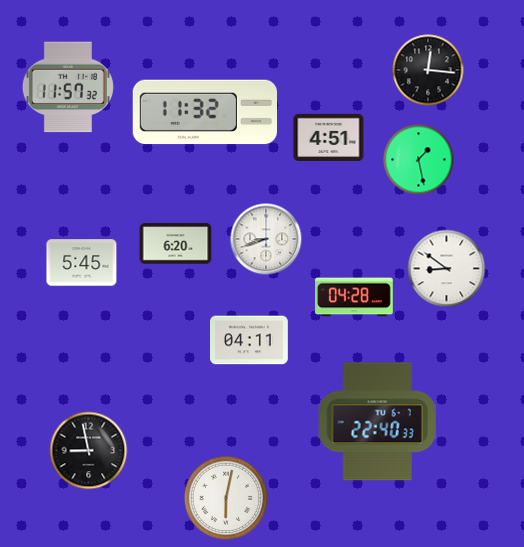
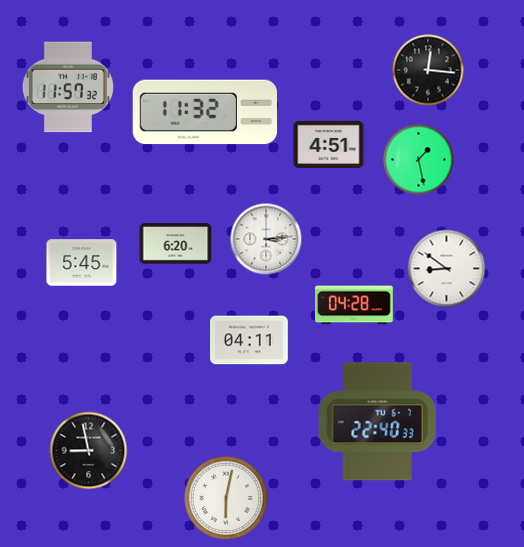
clock at (329, 137) position: (329, 137) -> (329, 144)
clock at (266, 239): 8:42 -> 3:14
clock at (355, 297) position: (355, 297) -> (355, 305)
